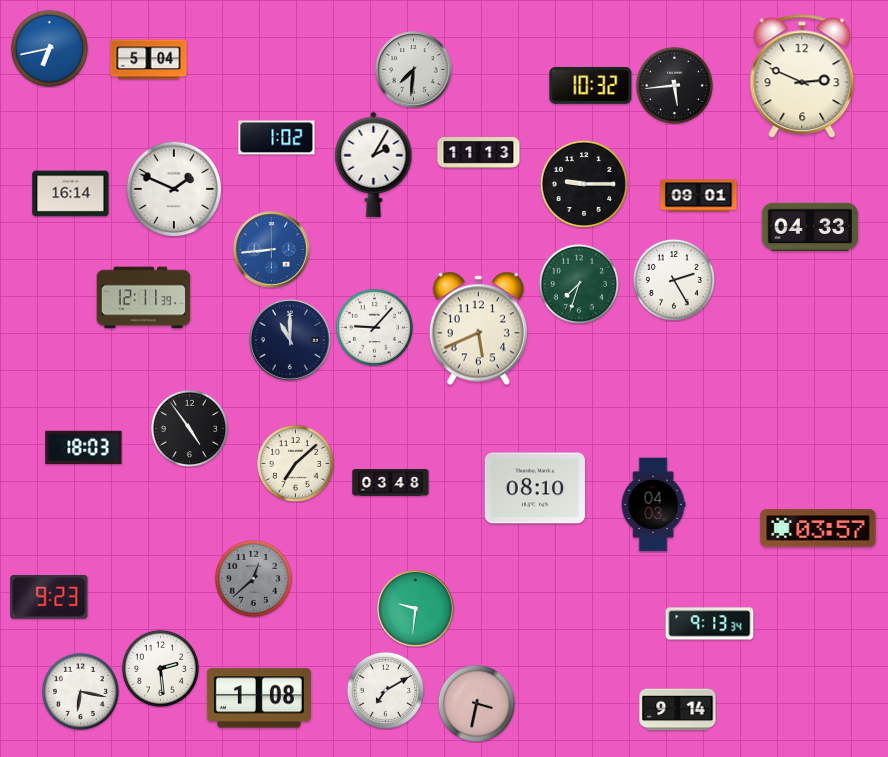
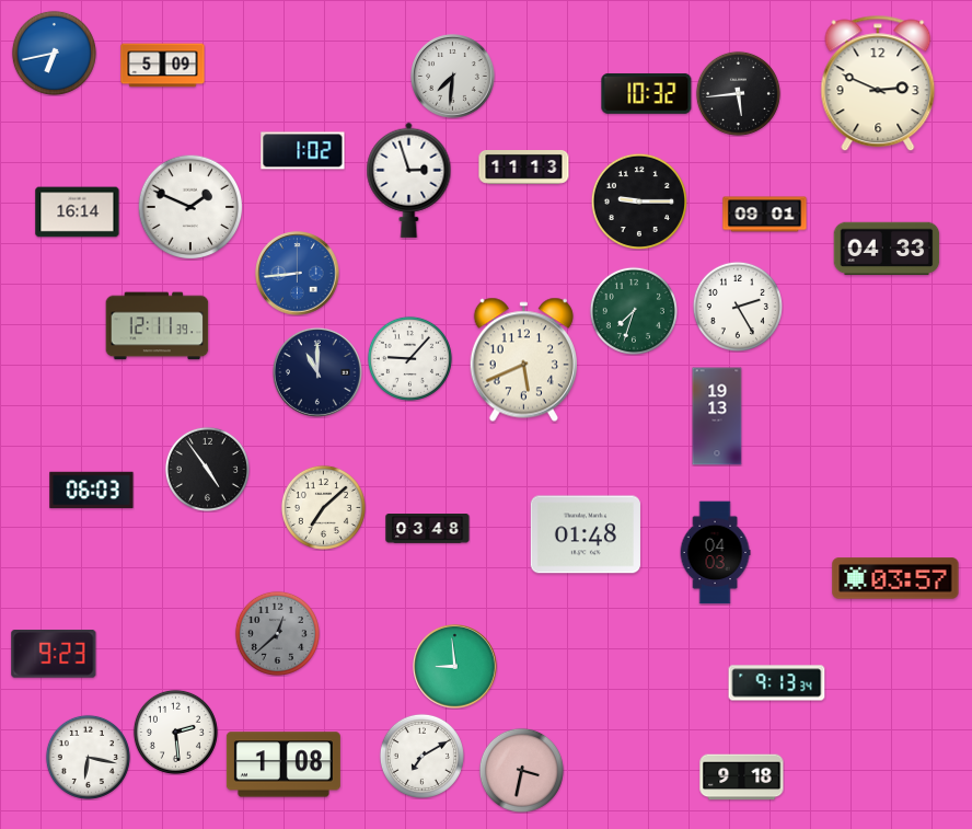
clock at (149, 60): 5:04 -> 5:09
clock at (374, 164): 2:05 -> 2:57
clock at (717, 416): none -> 19:13
clock at (84, 448): 18:03 -> 06:03
clock at (535, 488): 08:10 -> 01:48
clock at (416, 609): 9:31 -> 8:59
clock at (678, 710): 9:14 -> 9:18
